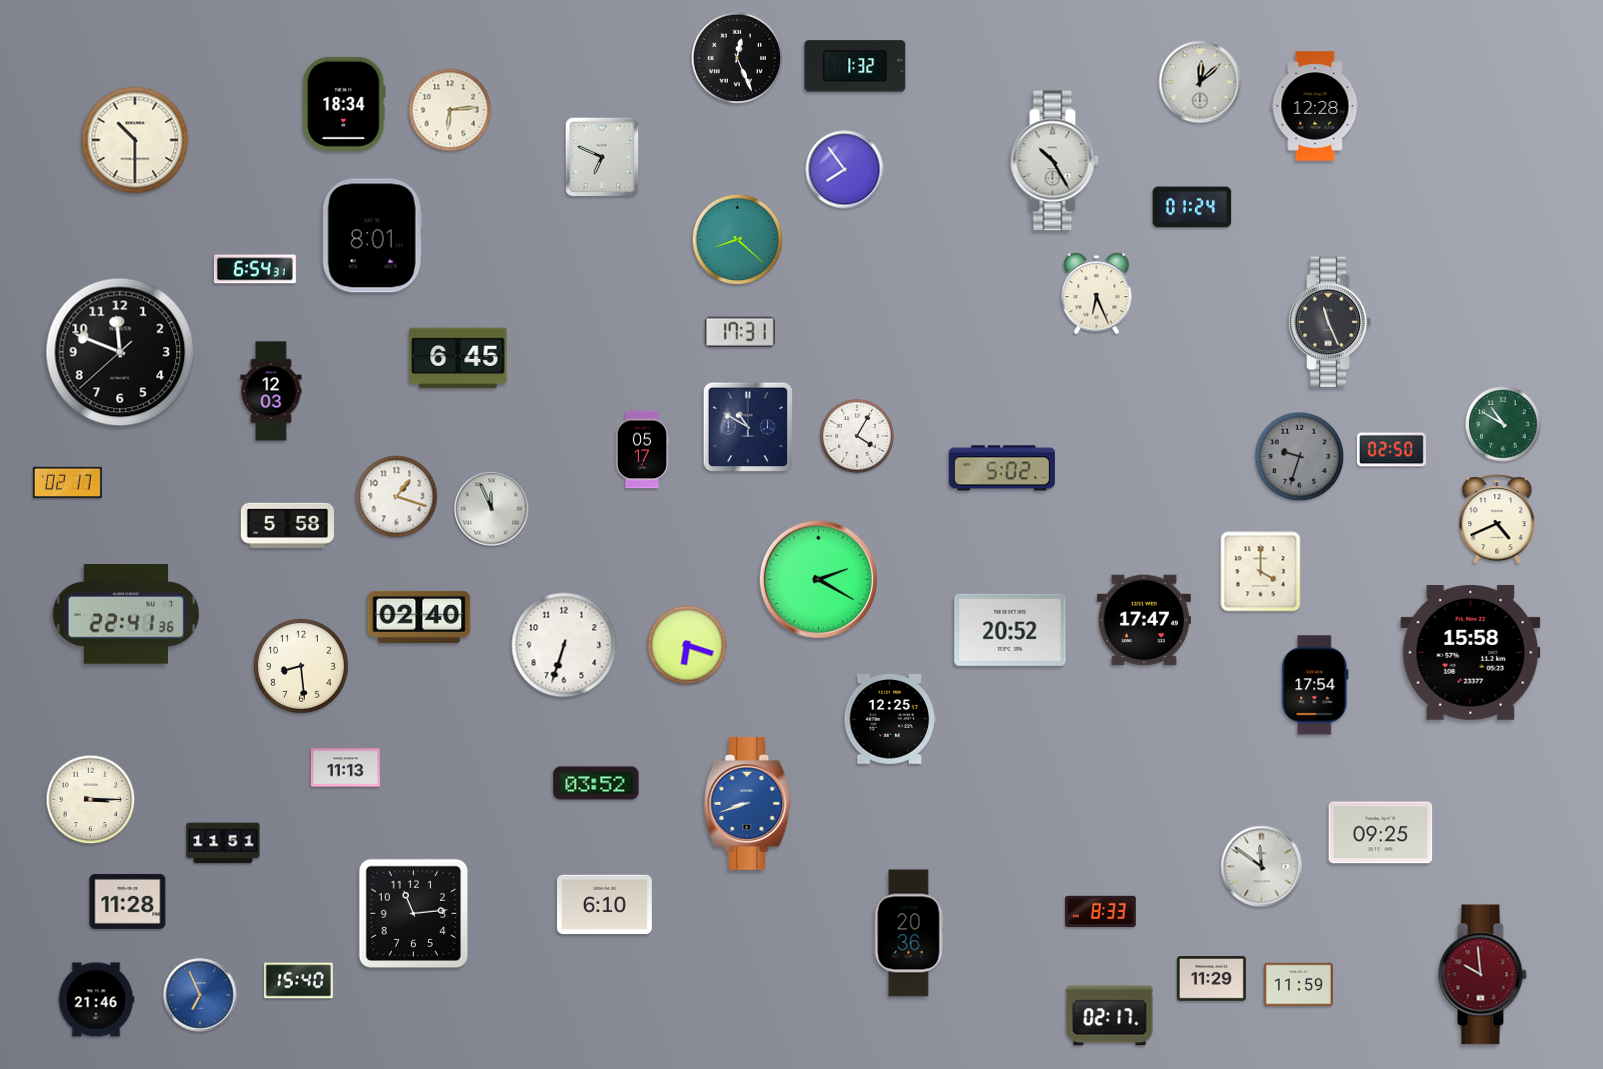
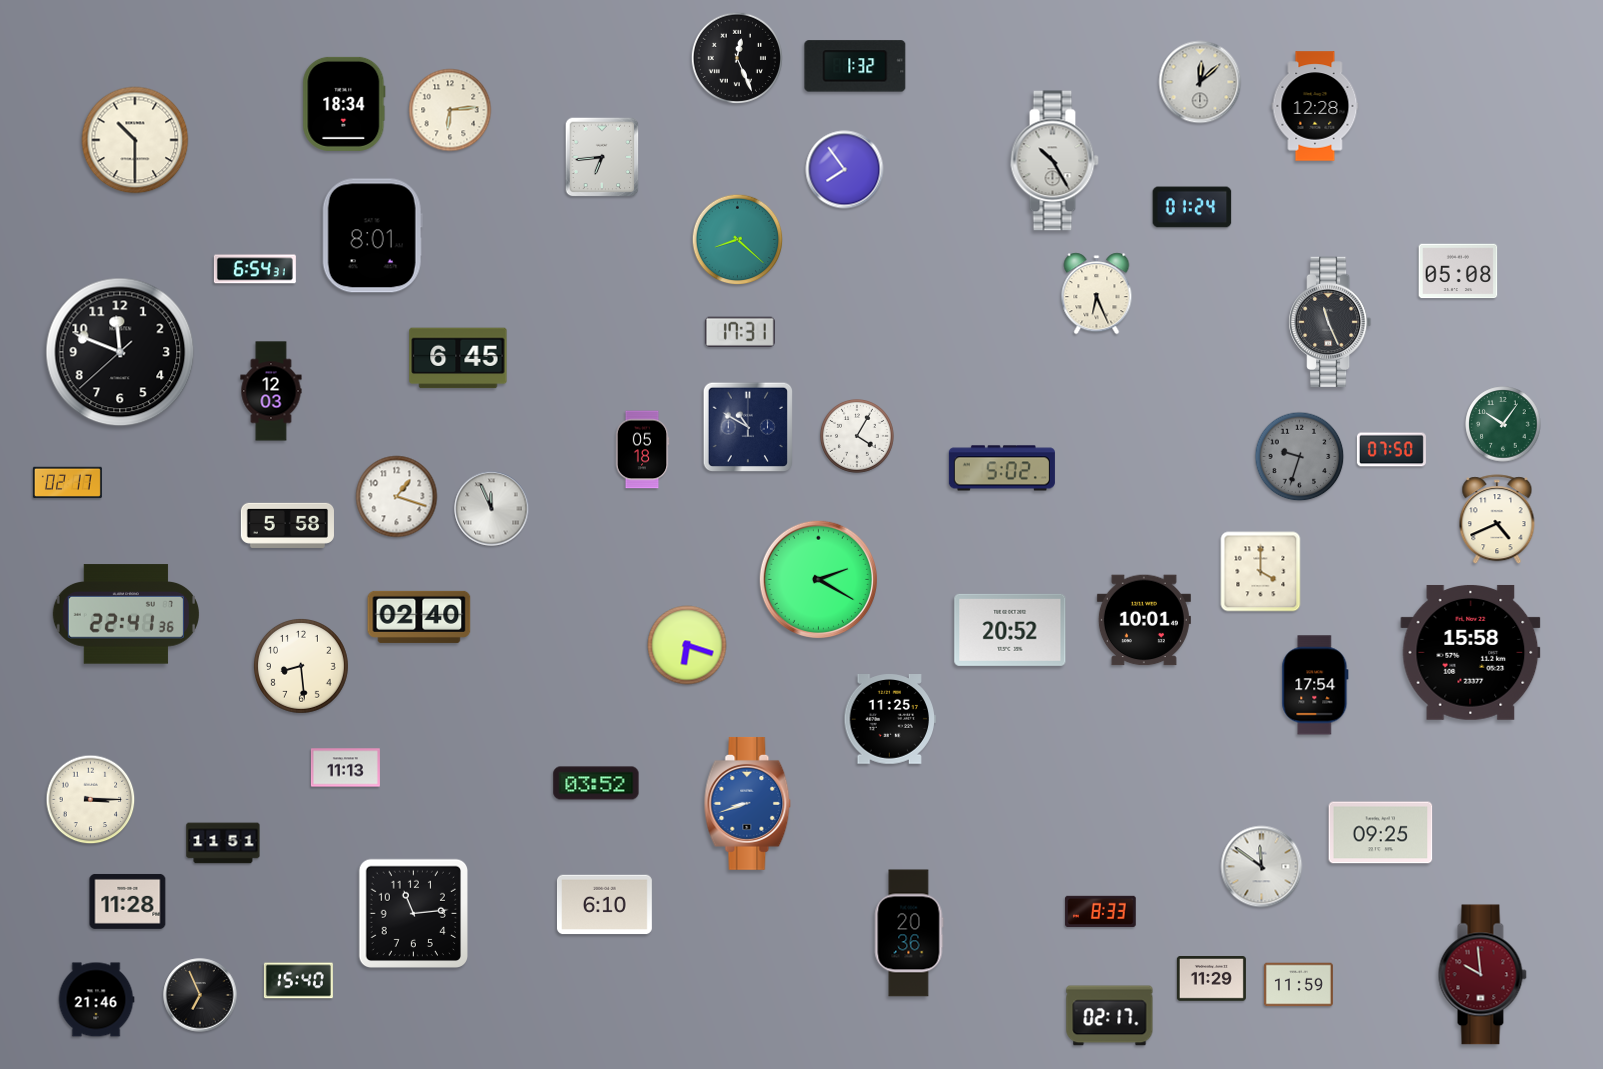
clock at (602, 157): 6:49 -> 6:44
clock at (1458, 271): none -> 05:08
clock at (1503, 424): 10:50 -> 10:06
clock at (642, 450): 05:17 -> 05:18
clock at (1391, 450): 02:50 -> 07:50
clock at (1144, 620): 17:47 -> 10:01
clock at (564, 645): 6:33 -> none
clock at (890, 720): 12:25 -> 11:25
clock at (200, 995) dial: blue -> black
